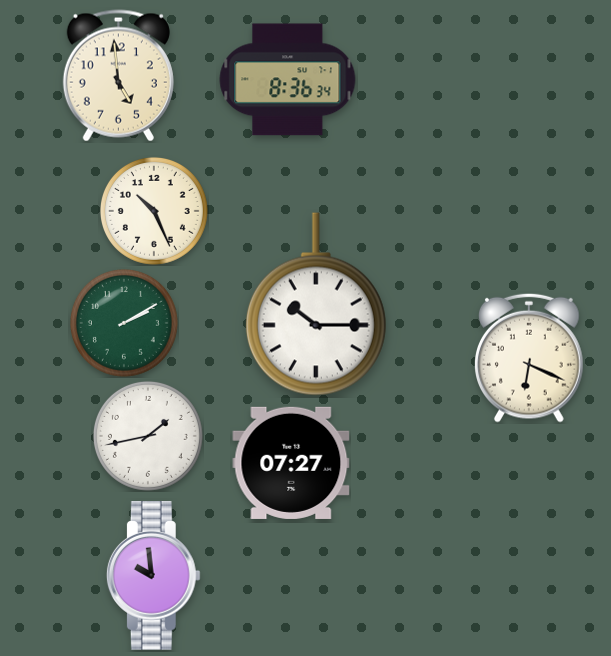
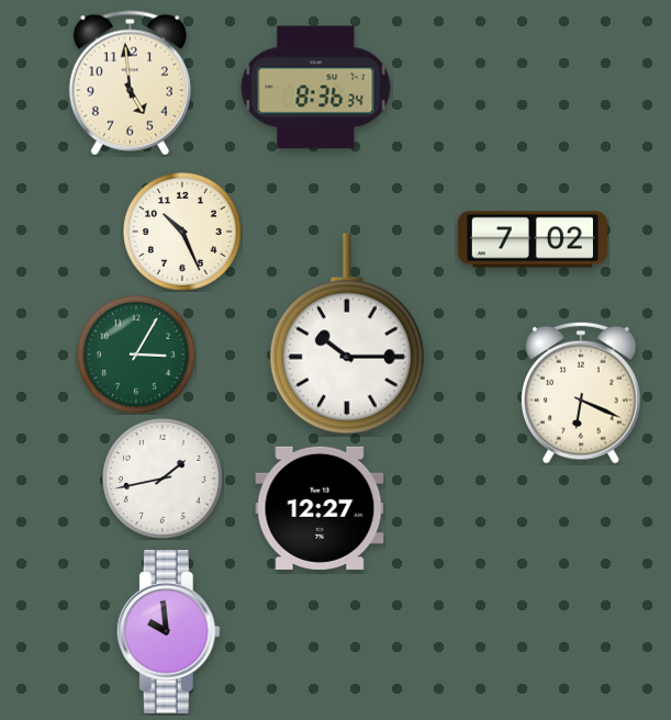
clock at (154, 211) position: (154, 211) -> (182, 232)
clock at (533, 239): none -> 7:02
clock at (124, 323): 2:10 -> 3:05
clock at (291, 463): 07:27 -> 12:27
